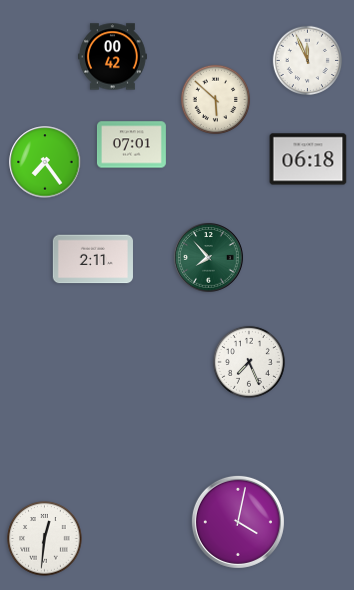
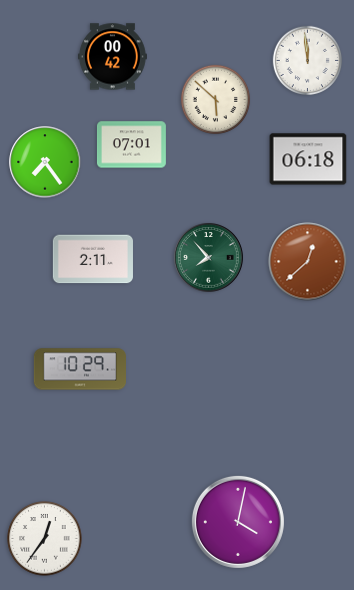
clock at (308, 61): 11:56 -> 11:59
clock at (308, 262): none -> 12:38
clock at (249, 362): 7:26 -> none
clock at (79, 369): none -> 10:29
clock at (45, 539): 12:31 -> 12:36
